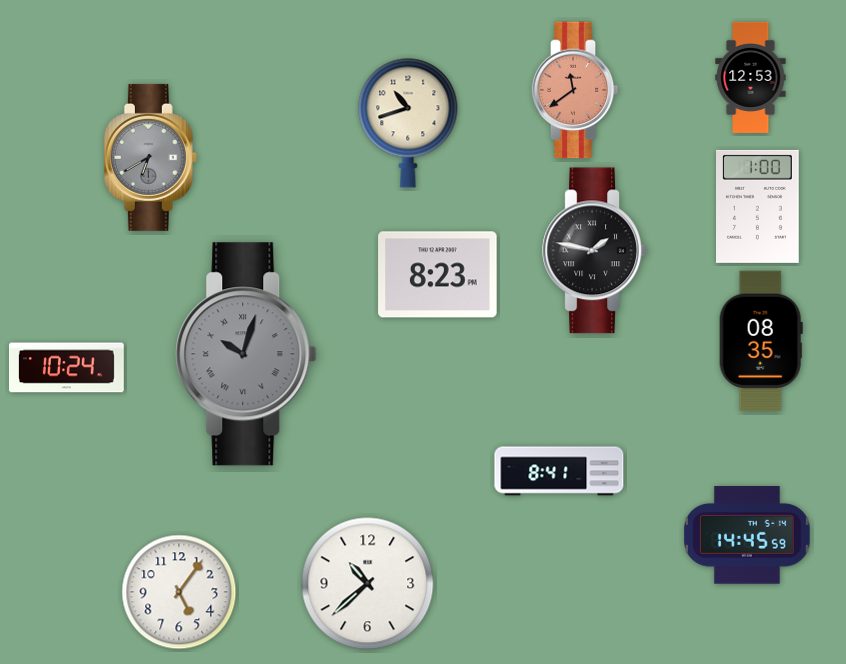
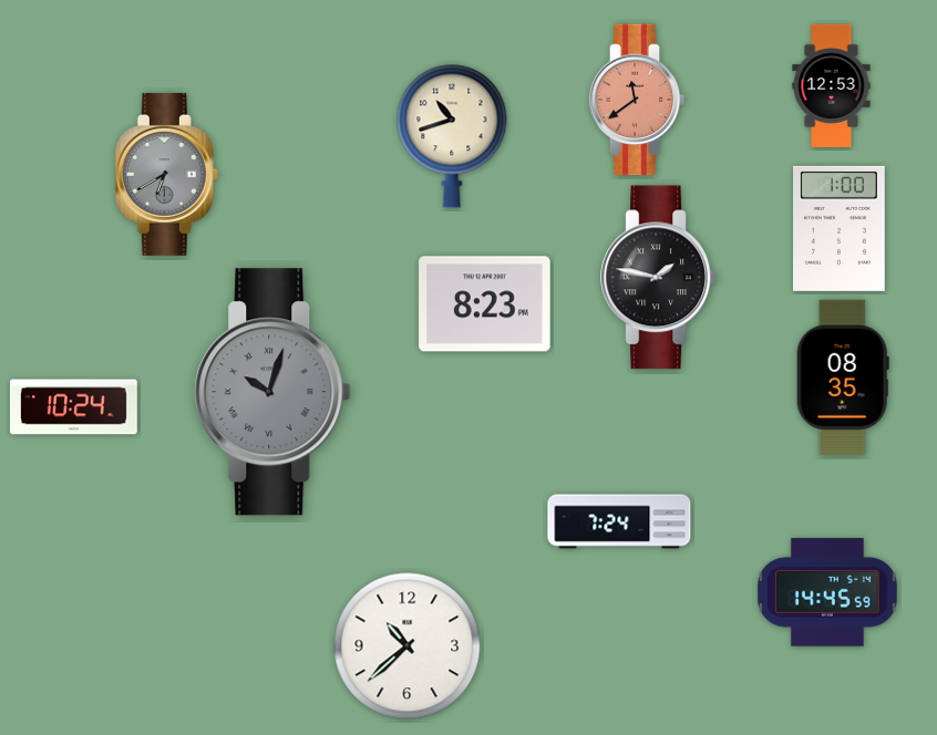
clock at (559, 471): 8:41 -> 7:24
clock at (179, 592): 5:06 -> none
